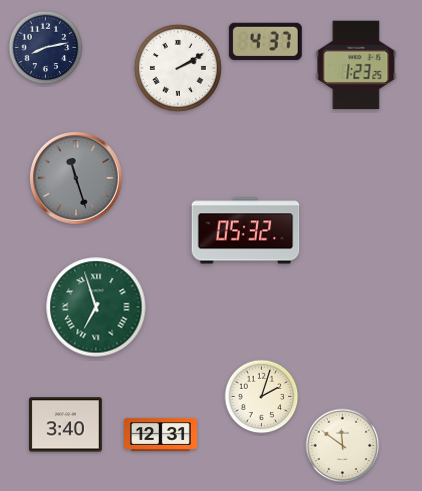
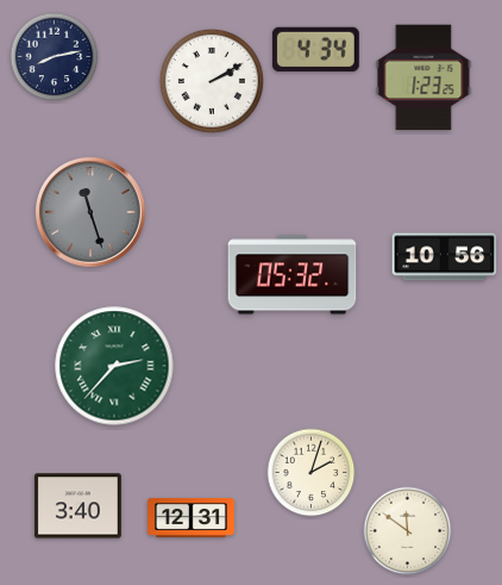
clock at (265, 41): 4:37 -> 4:34
clock at (445, 257): none -> 10:56
clock at (96, 307): 6:57 -> 2:37
